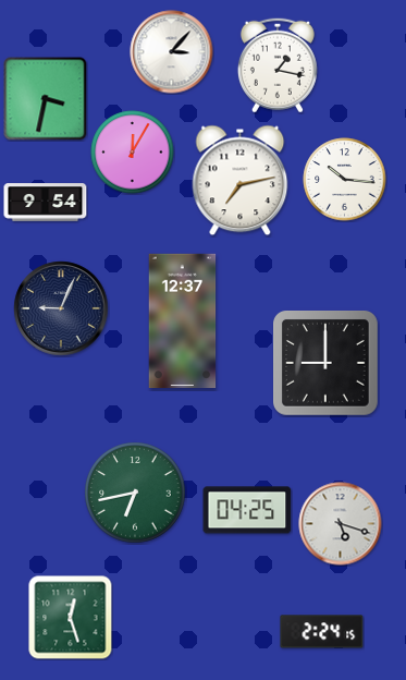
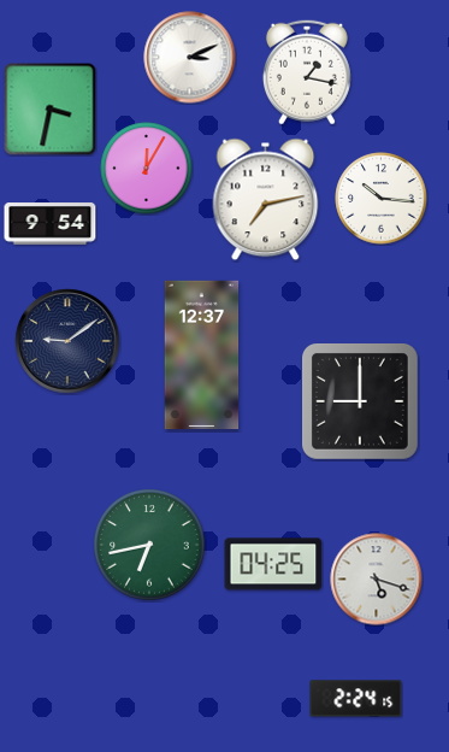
clock at (172, 52): 3:07 -> 3:11
clock at (61, 308): 9:04 -> 9:09
clock at (71, 618): 12:27 -> none
